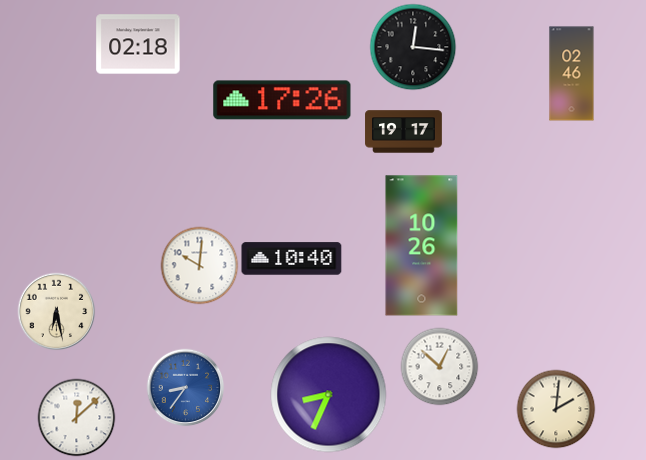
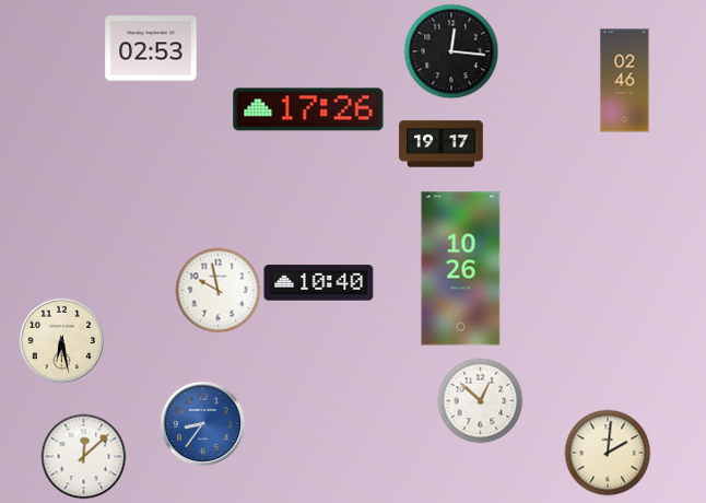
clock at (138, 44): 02:18 -> 02:53
clock at (199, 265): 10:01 -> 9:58
clock at (329, 395): 8:34 -> none
clock at (556, 409) position: (556, 409) -> (608, 453)
